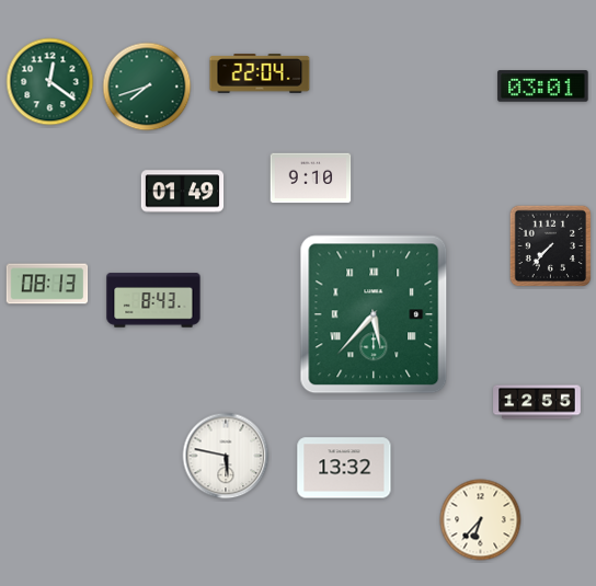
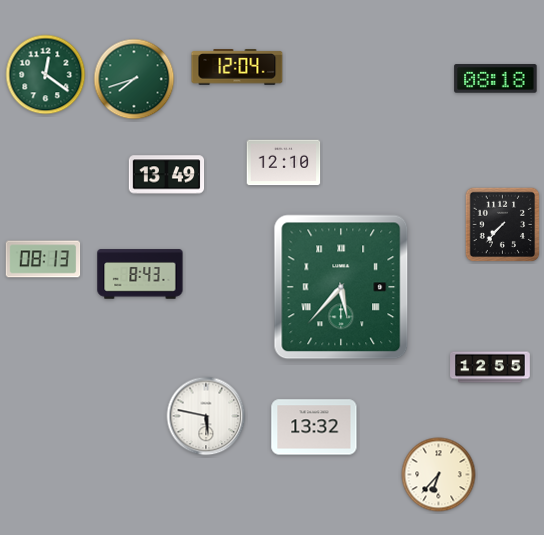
clock at (260, 73): 22:04 -> 12:04
clock at (543, 87): 03:01 -> 08:18
clock at (311, 179): 9:10 -> 12:10
clock at (183, 192): 01:49 -> 13:49
